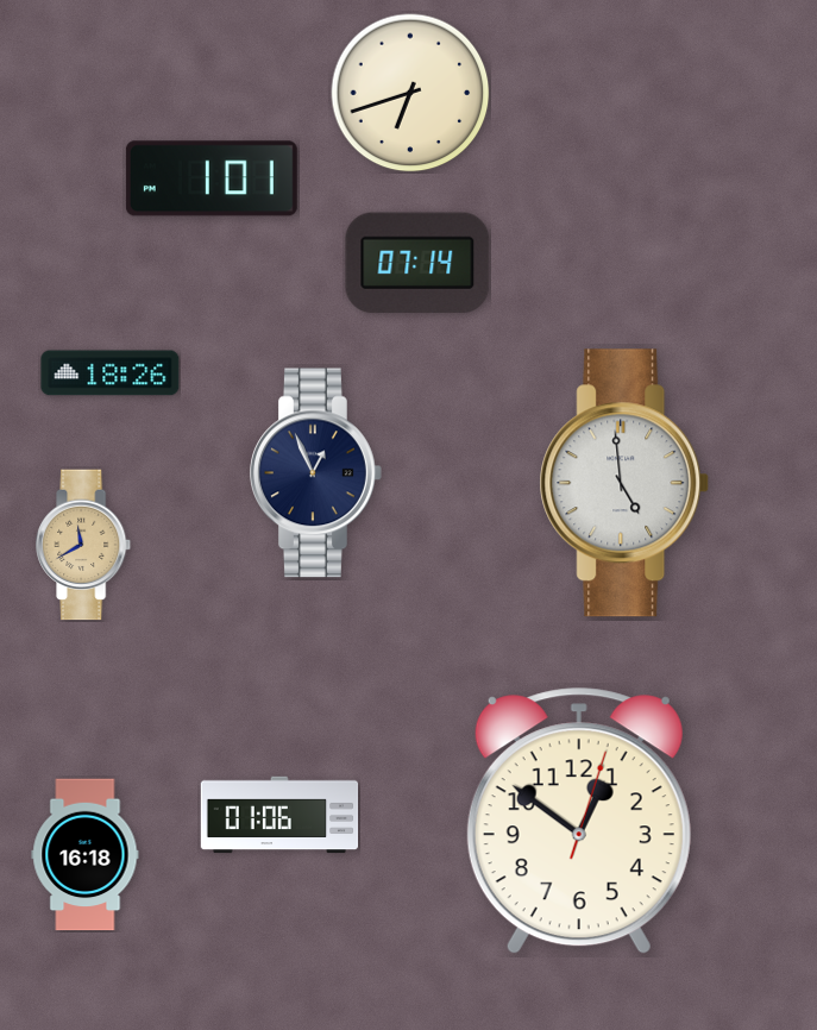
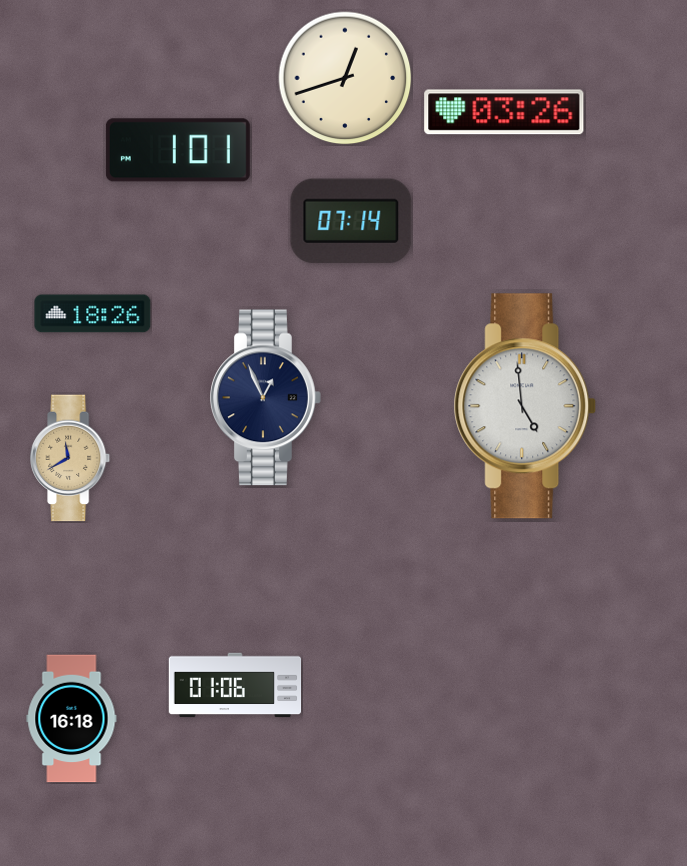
clock at (410, 93): 6:42 -> 12:42
clock at (504, 112): none -> 03:26
clock at (579, 822): 12:51 -> none
